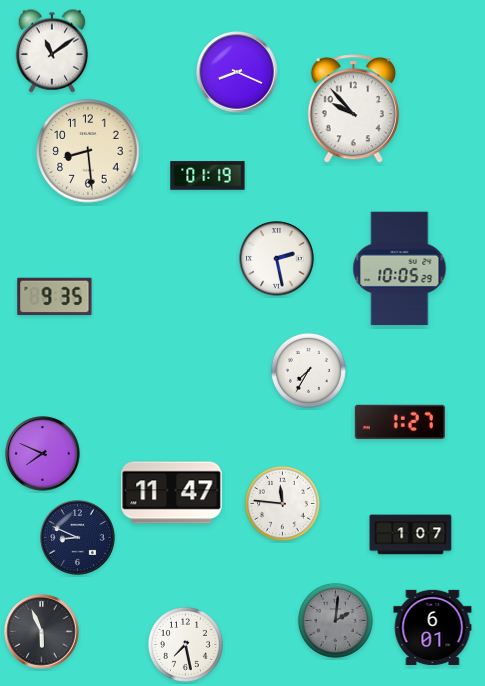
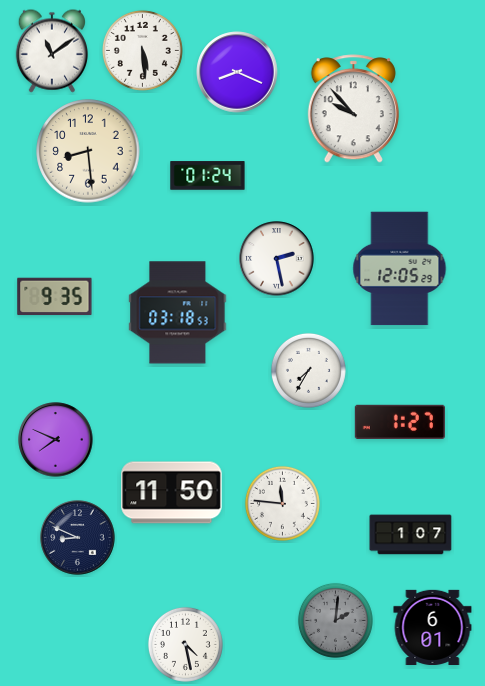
clock at (142, 50): none -> 5:29
clock at (208, 176): 01:19 -> 01:24
clock at (400, 269): 10:05 -> 12:05
clock at (178, 313): none -> 03:18
clock at (43, 454) position: (43, 454) -> (56, 440)
clock at (172, 493): 11:47 -> 11:50
clock at (42, 632): 5:56 -> none
clock at (185, 644): 7:28 -> 4:28
